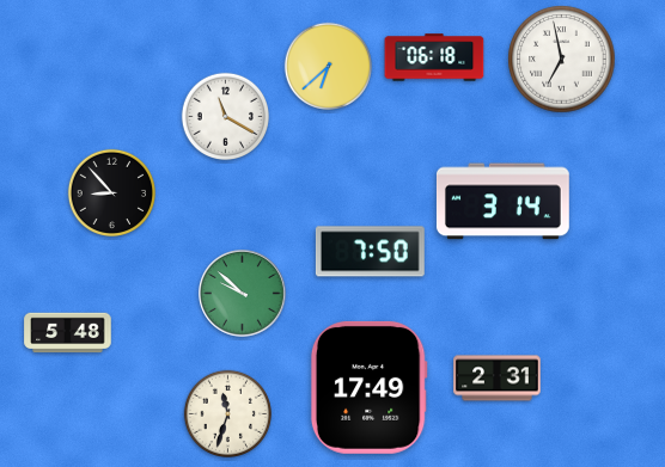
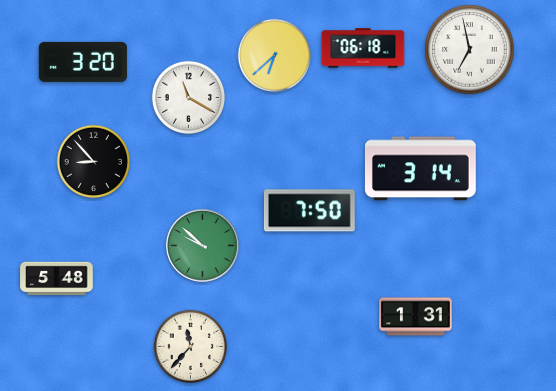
clock at (83, 62): none -> 3:20
clock at (498, 379): 2:31 -> 1:31
clock at (368, 387): 17:49 -> none
clock at (227, 413): 11:33 -> 11:37
